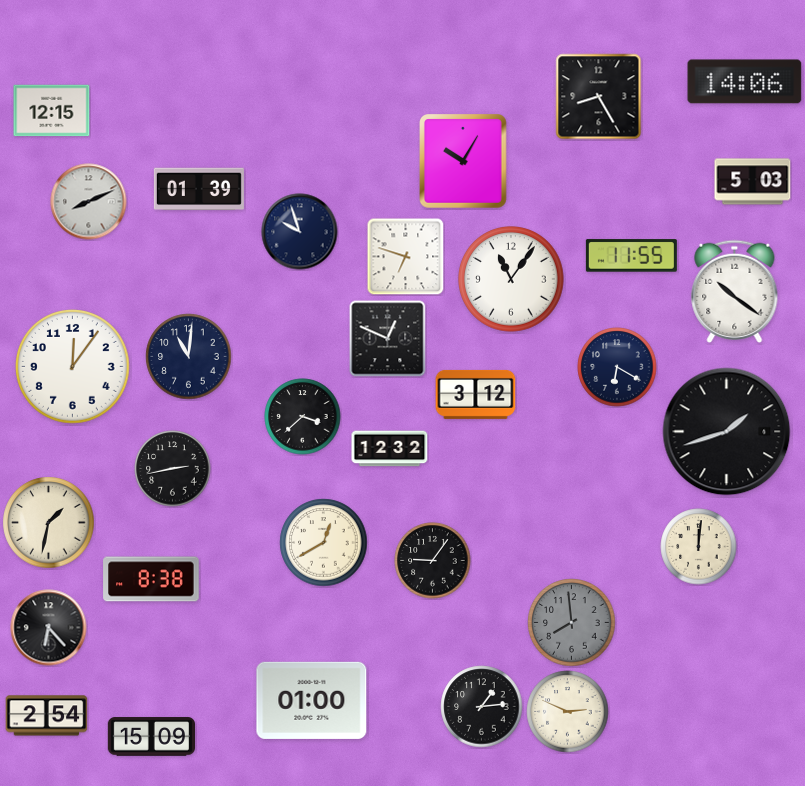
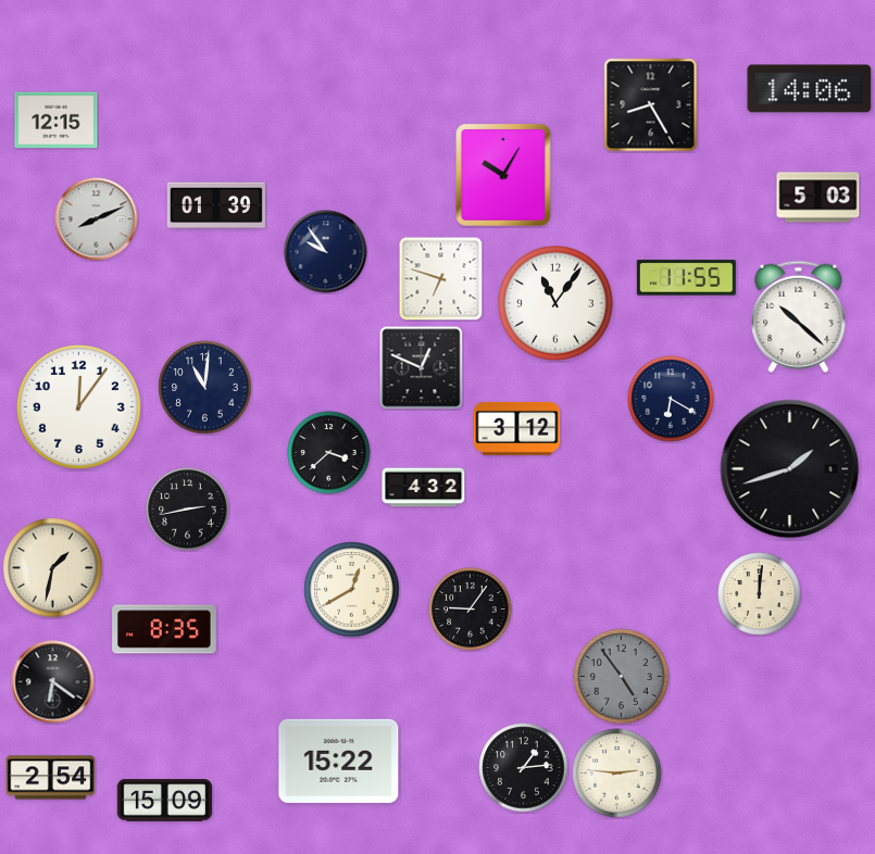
clock at (300, 232): 9:57 -> 9:54
clock at (735, 291): 10:21 -> 10:22
clock at (73, 367) position: (73, 367) -> (79, 407)
clock at (390, 449): 12:32 -> 4:32
clock at (151, 579): 8:38 -> 8:35
clock at (572, 623): 7:59 -> 4:54
clock at (49, 628): 6:23 -> 6:21
clock at (312, 700): 01:00 -> 15:22
clock at (568, 712): 2:49 -> 2:46
